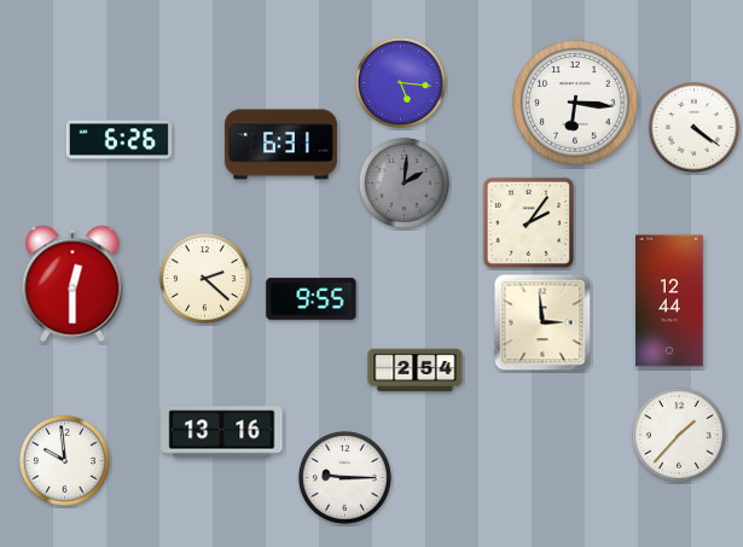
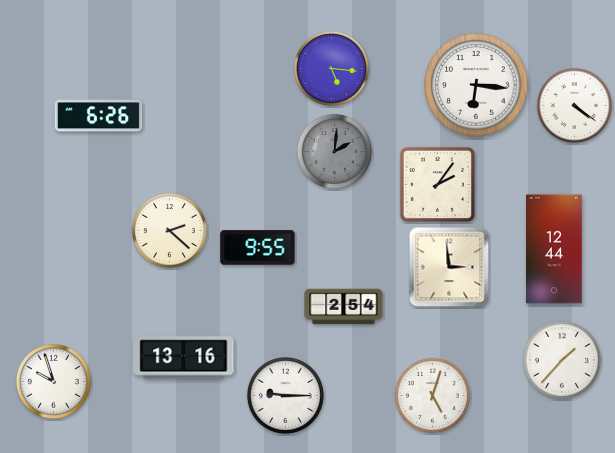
clock at (280, 145): 6:31 -> none
clock at (72, 284): 12:30 -> none
clock at (64, 460): 9:59 -> 9:57
clock at (432, 395): none -> 5:03
